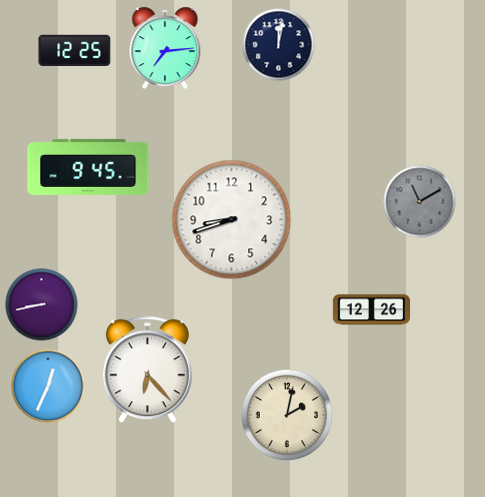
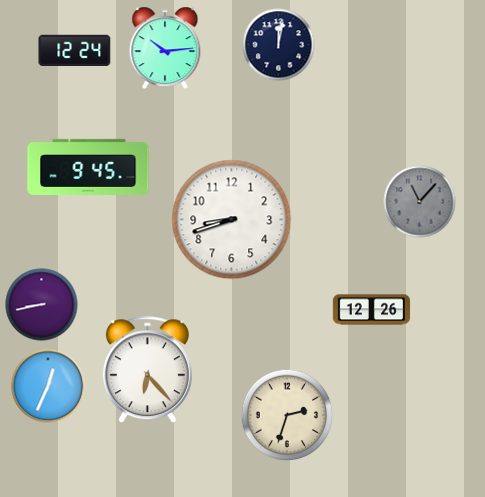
clock at (165, 48): 7:14 -> 10:14
clock at (75, 50): 12:25 -> 12:24
clock at (420, 202): 11:10 -> 11:07
clock at (287, 415): 2:02 -> 2:33
